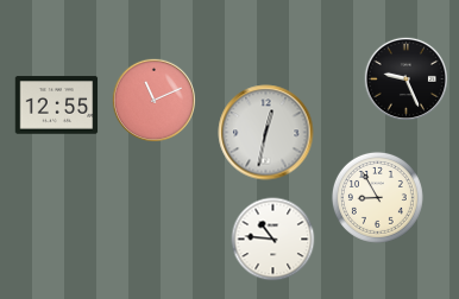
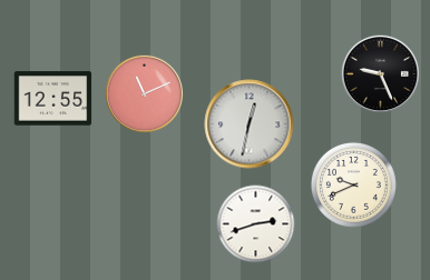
clock at (377, 197): 8:55 -> 9:41
clock at (273, 240): 10:46 -> 2:42
